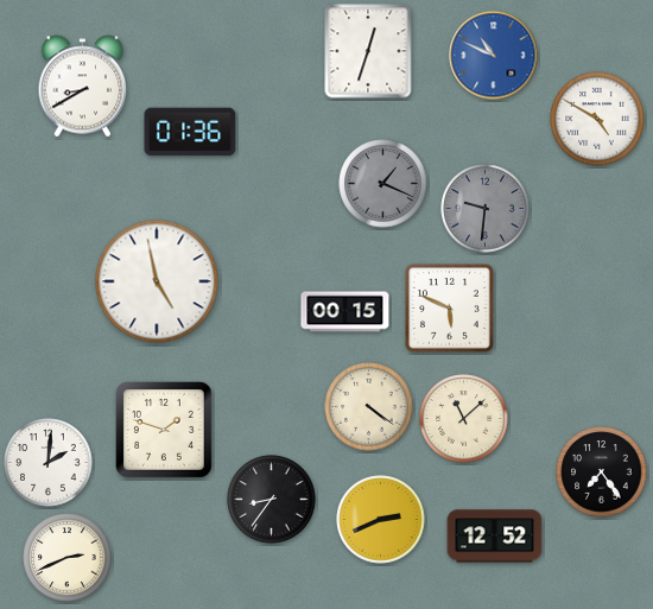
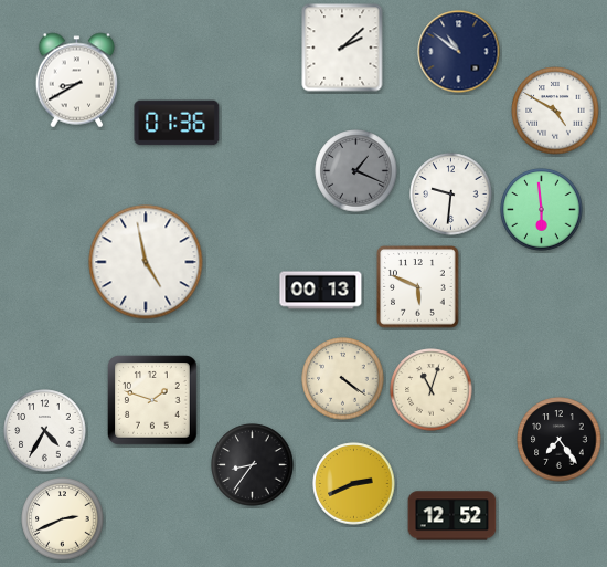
clock at (368, 51): 12:33 -> 2:08
clock at (494, 56): 10:49 -> 10:51
clock at (494, 56) dial: blue -> navy
clock at (486, 209) dial: grey -> white
clock at (542, 210): none -> 5:59
clock at (345, 312): 00:15 -> 00:13
clock at (464, 419): 11:08 -> 11:03
clock at (49, 463): 2:01 -> 4:35
clock at (495, 537) position: (495, 537) -> (452, 516)
